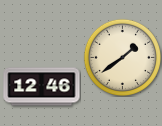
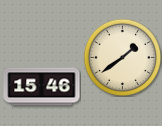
clock at (42, 87): 12:46 -> 15:46
